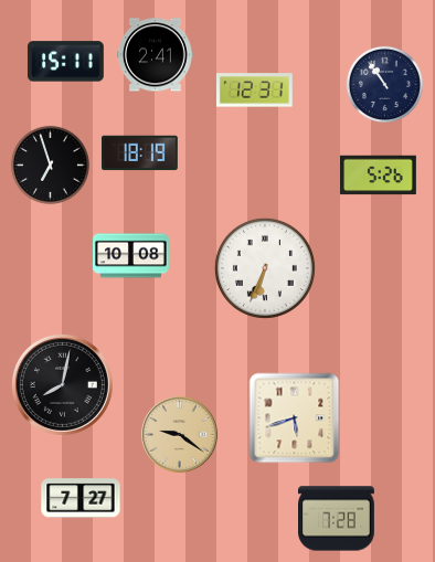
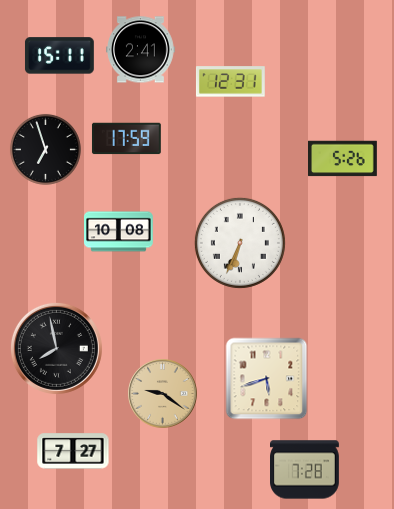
clock at (384, 84): 10:54 -> none
clock at (139, 153): 18:19 -> 17:59
clock at (62, 384): 8:02 -> 7:58
